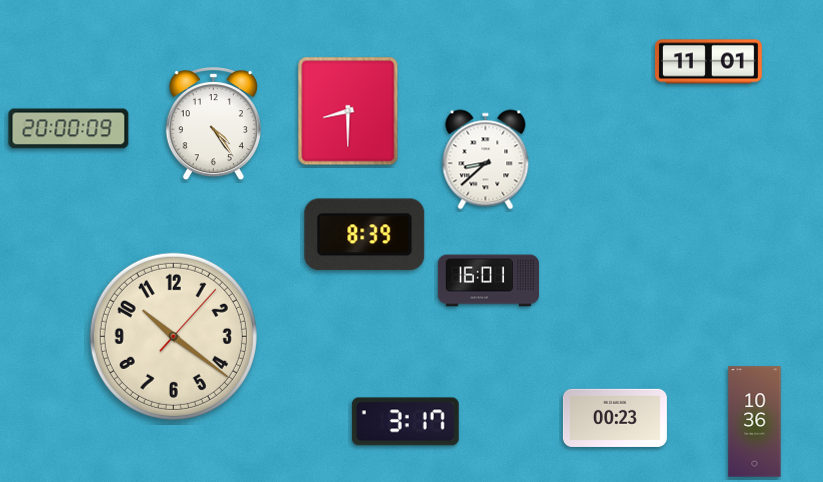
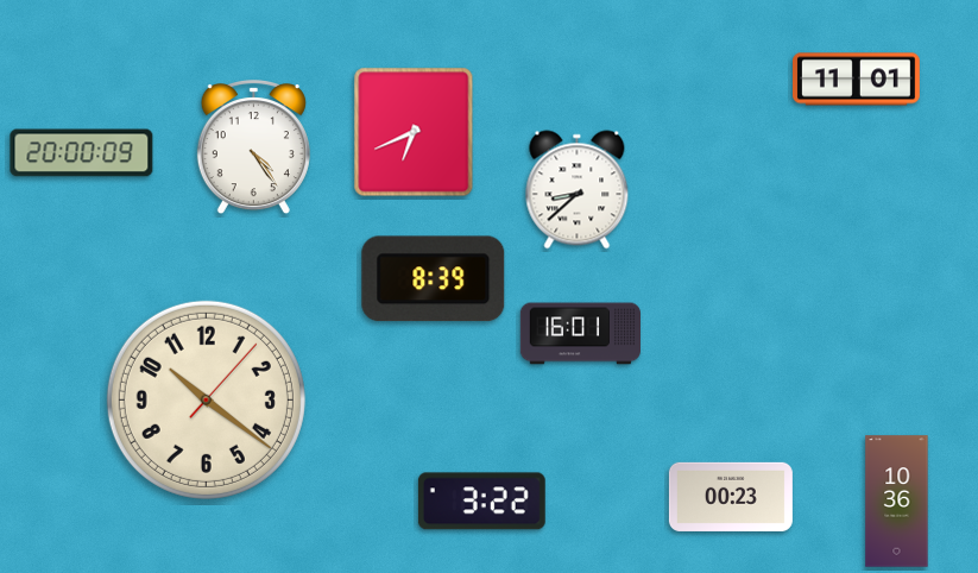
clock at (709, 62) position: (709, 62) -> (857, 80)
clock at (348, 111): 8:30 -> 6:41
clock at (405, 422): 3:17 -> 3:22
